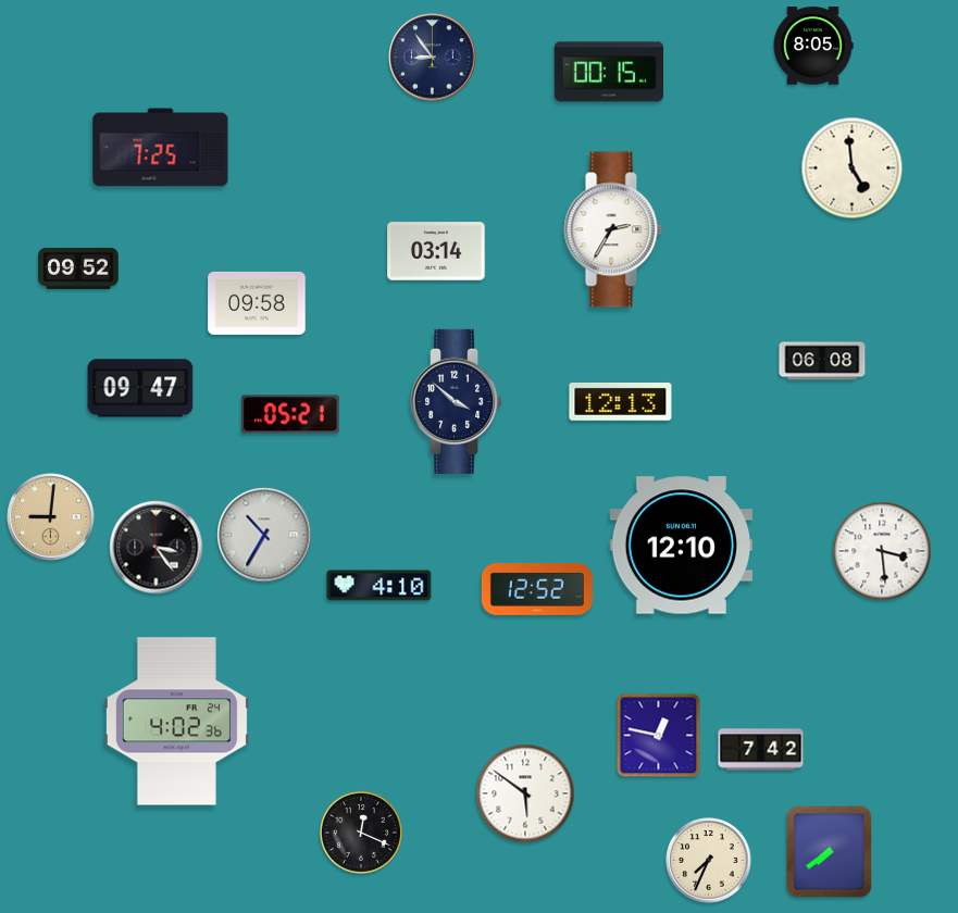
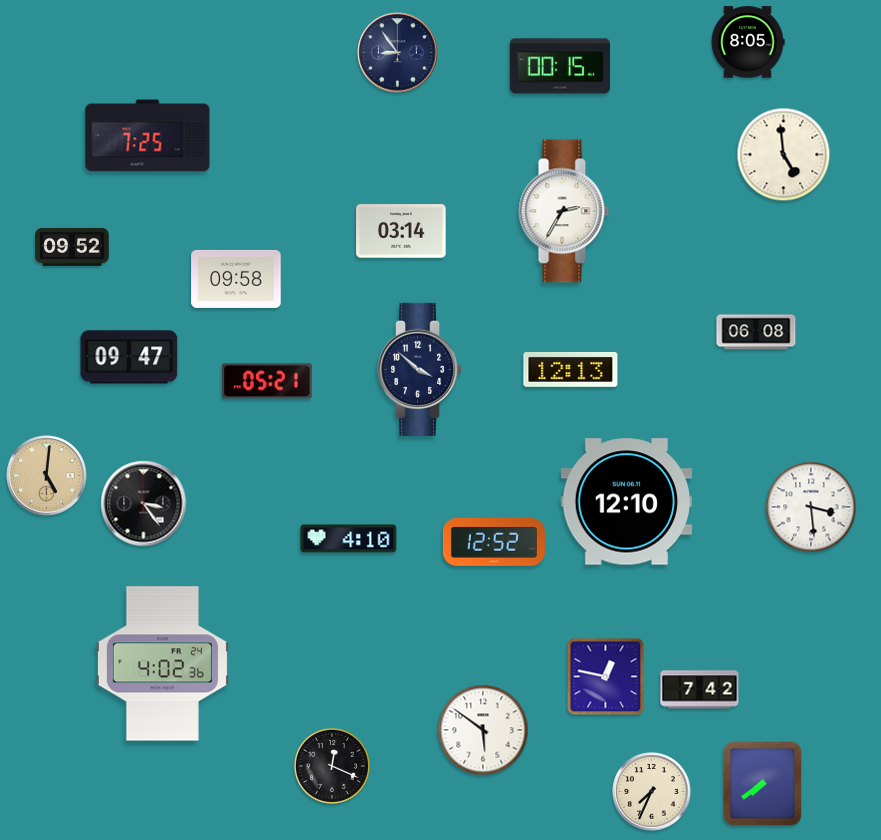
clock at (51, 517): 9:01 -> 5:01
clock at (264, 535): 10:35 -> none
